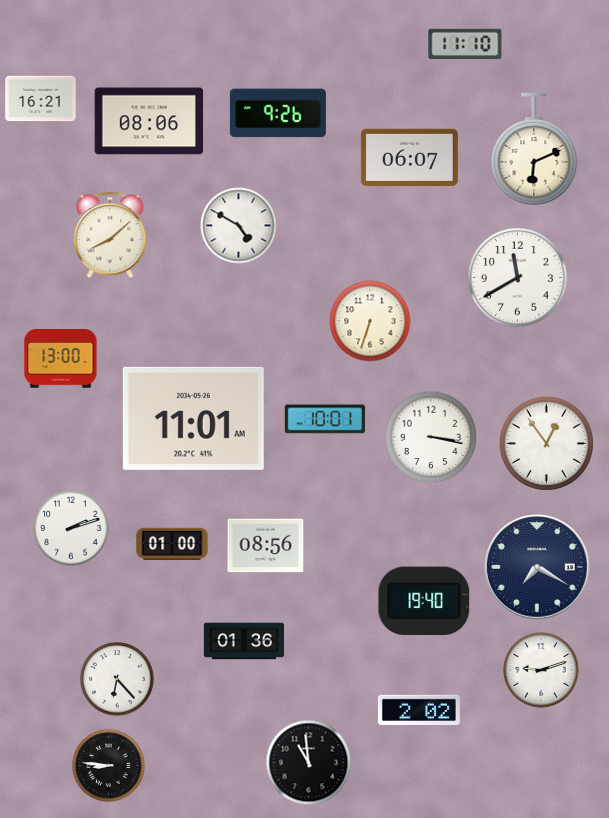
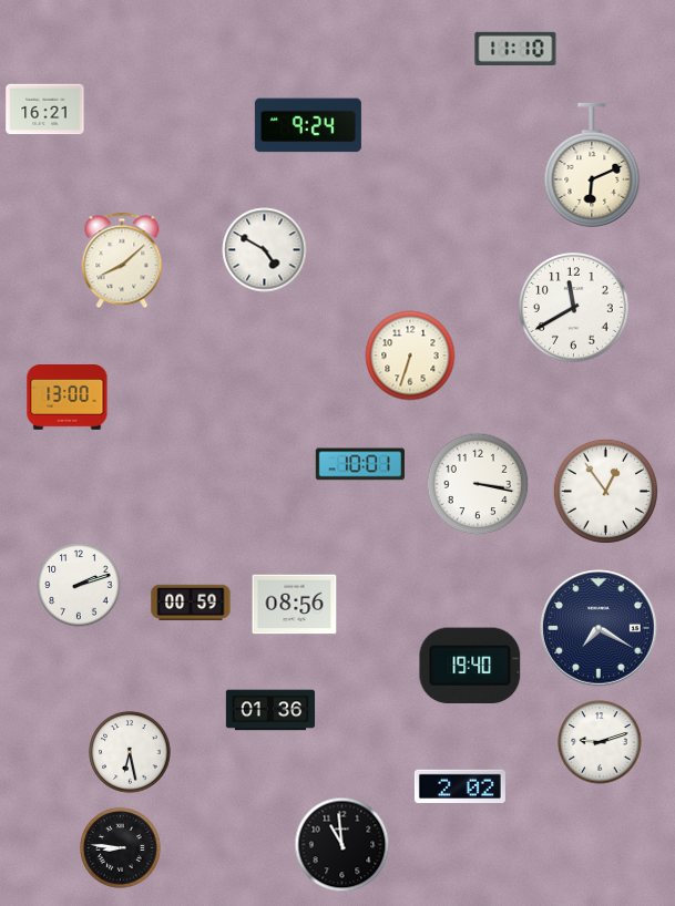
clock at (278, 113): 9:26 -> 9:24
clock at (149, 121): 08:06 -> none
clock at (409, 158): 06:07 -> none
clock at (193, 418): 11:01 -> none
clock at (172, 544): 01:00 -> 00:59
clock at (537, 567) position: (537, 567) -> (599, 628)
clock at (117, 679): 6:23 -> 6:28
clock at (419, 709) position: (419, 709) -> (460, 785)
